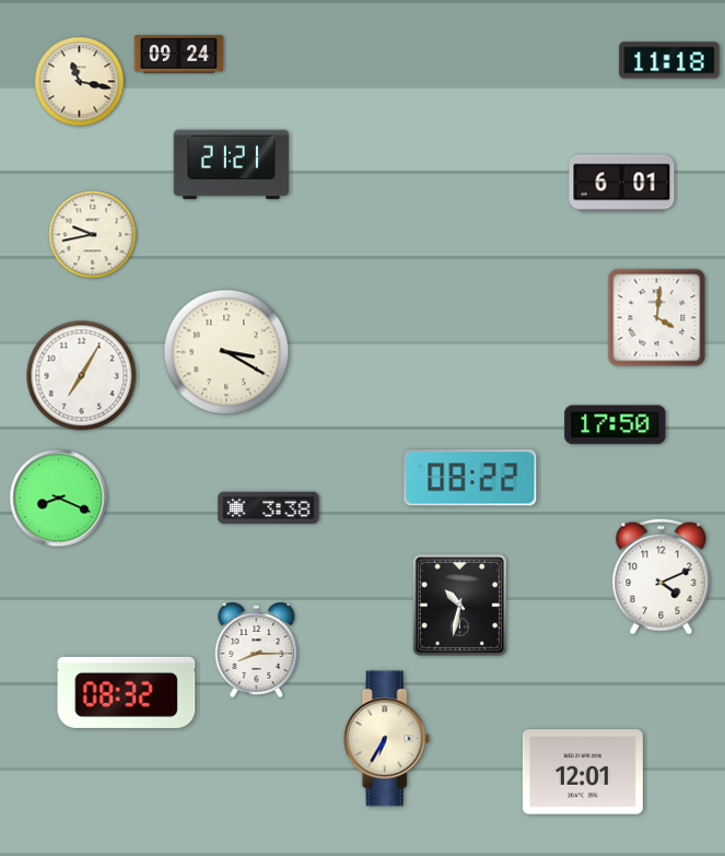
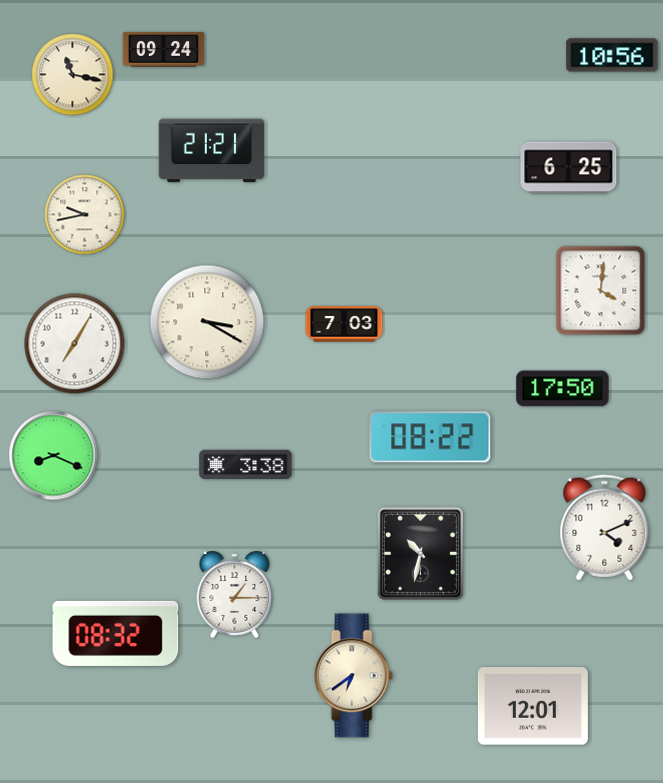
clock at (669, 60): 11:18 -> 10:56
clock at (622, 184): 6:01 -> 6:25
clock at (344, 324): none -> 7:03
clock at (257, 649): 8:15 -> 1:15
clock at (386, 739): 6:35 -> 6:39
